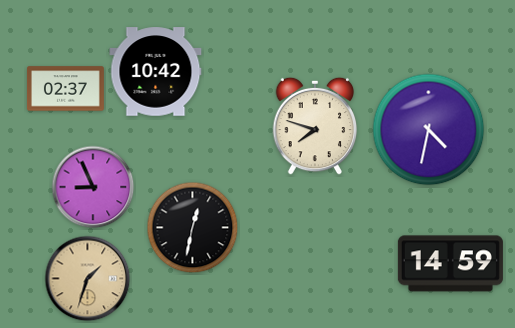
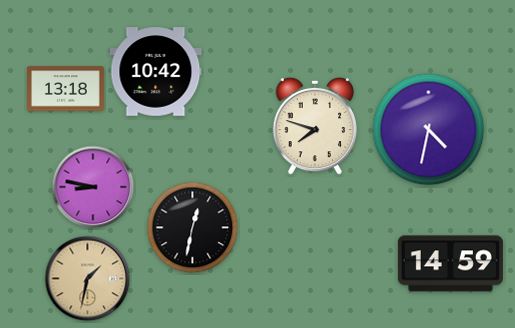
clock at (65, 89): 02:37 -> 13:18
clock at (93, 187): 8:56 -> 8:47
clock at (88, 279): 1:33 -> 1:32
